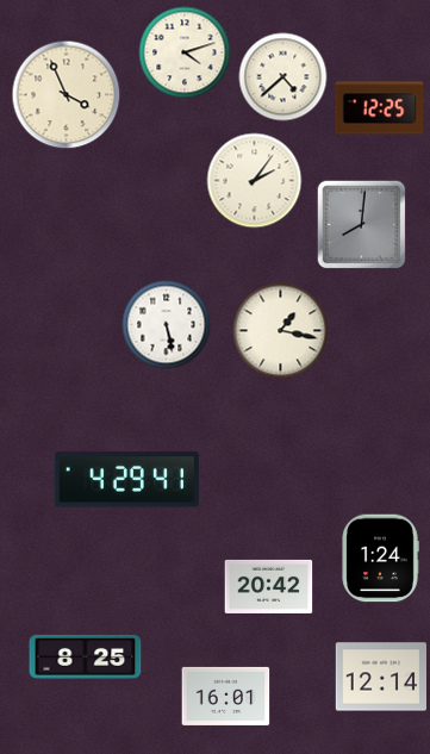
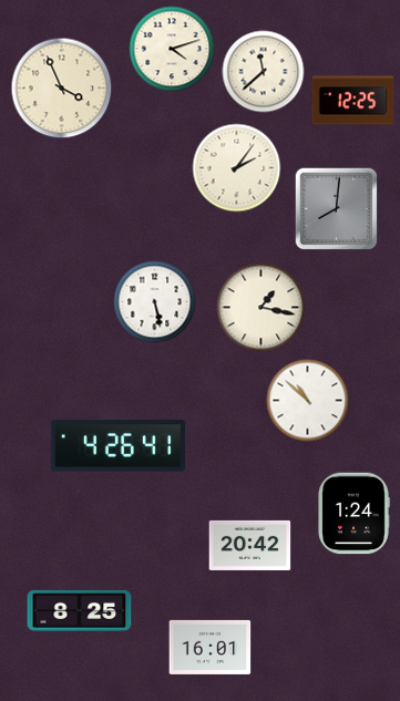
clock at (283, 77): 4:38 -> 11:38
clock at (308, 401): none -> 10:52
clock at (126, 480): 4:29 -> 4:26
clock at (380, 559) position: (380, 559) -> (353, 514)
clock at (380, 677): 12:14 -> none
